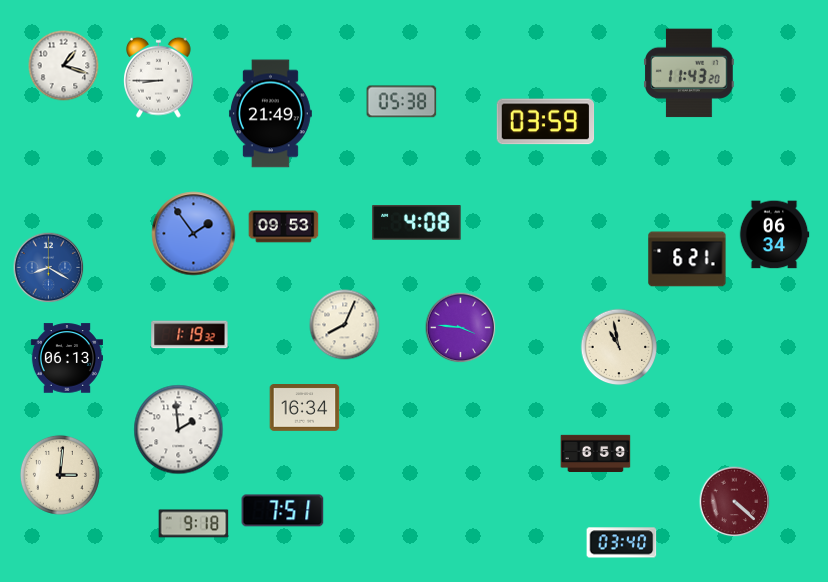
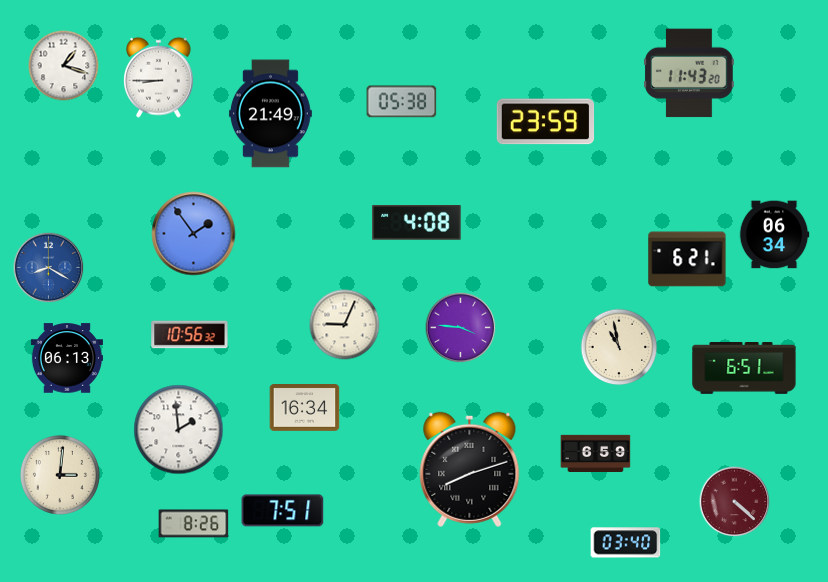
clock at (546, 122): 03:59 -> 23:59
clock at (284, 227): 09:53 -> none
clock at (345, 325): 8:04 -> 9:04
clock at (190, 335): 1:19 -> 10:56
clock at (744, 369): none -> 6:51
clock at (470, 469): none -> 8:12
clock at (194, 524): 9:18 -> 8:26
clock at (622, 543) position: (622, 543) -> (626, 543)
